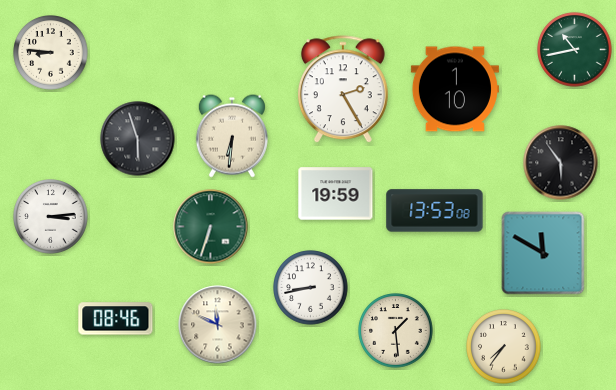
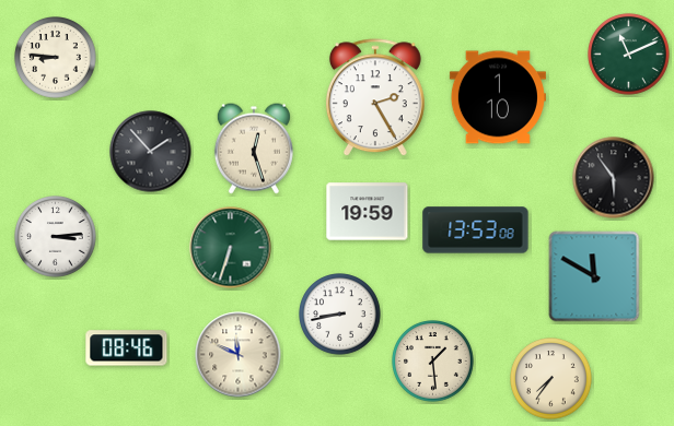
clock at (575, 50): 10:43 -> 11:11
clock at (232, 136): 6:31 -> 12:27
clock at (138, 139): 5:57 -> 1:53
